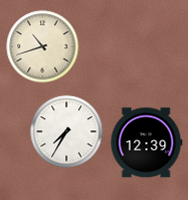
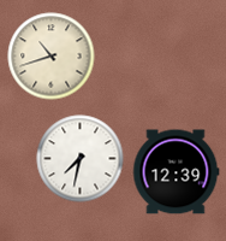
clock at (67, 132): 7:35 -> 7:32
